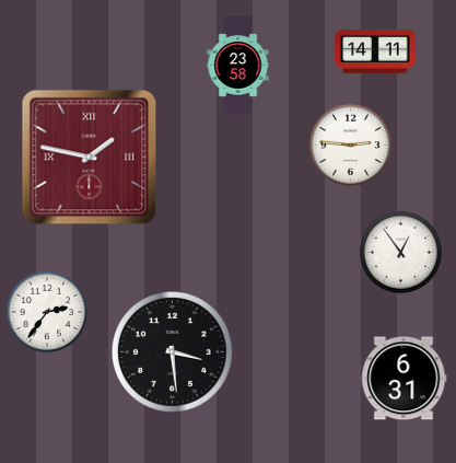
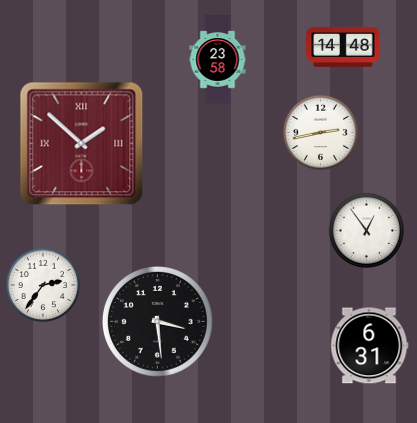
clock at (375, 51): 14:11 -> 14:48
clock at (350, 144): 2:46 -> 2:43
clock at (90, 158): 1:47 -> 1:52
